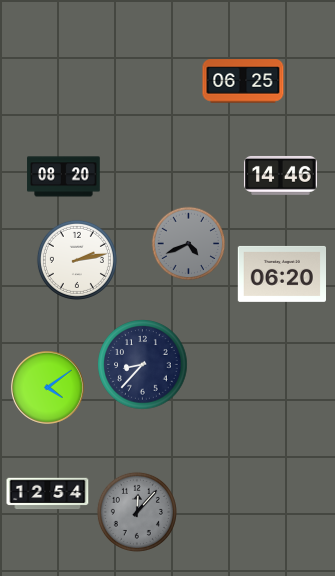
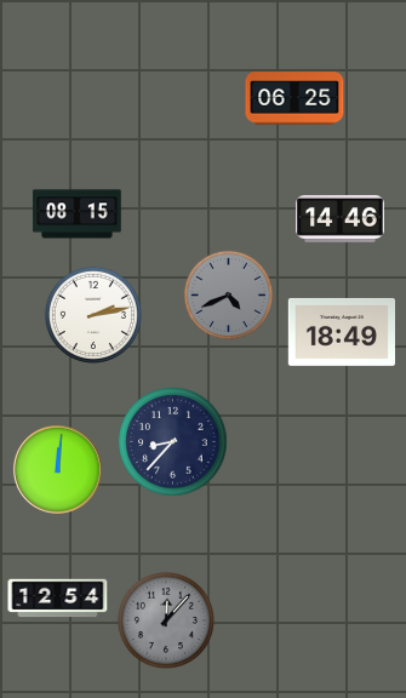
clock at (281, 175) position: (281, 175) -> (341, 218)
clock at (64, 177): 08:20 -> 08:15
clock at (281, 274): 06:20 -> 18:49
clock at (47, 387): 4:09 -> 12:01
